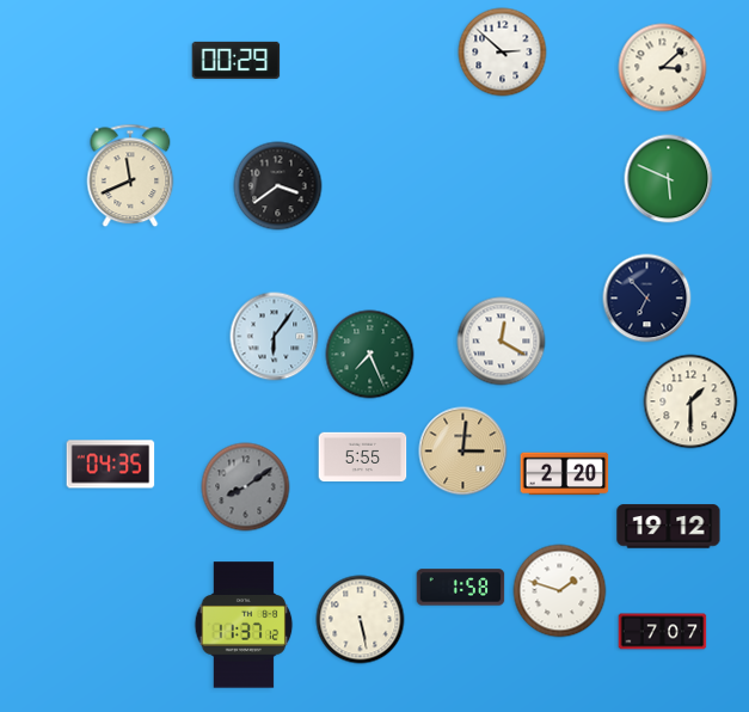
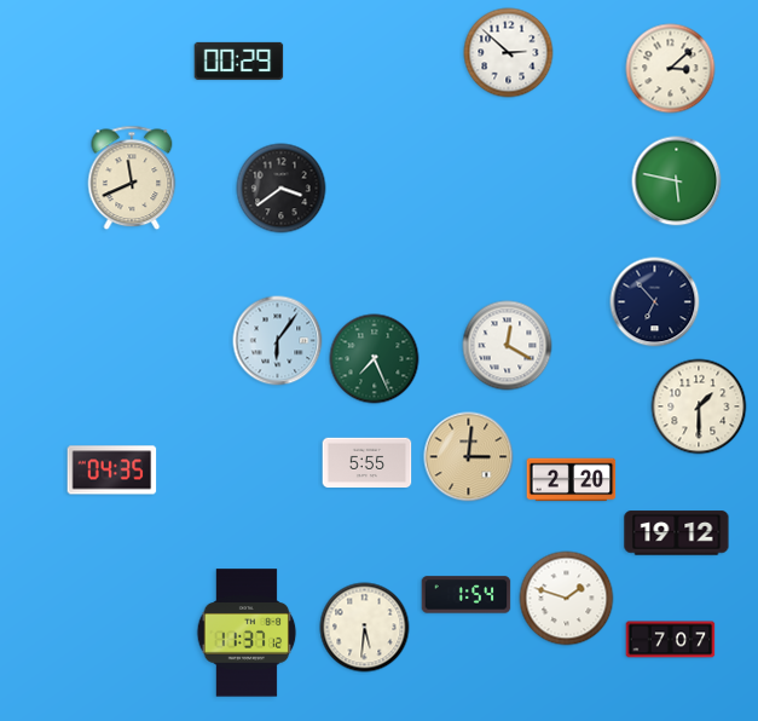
clock at (669, 179): 5:49 -> 5:47
clock at (246, 487): 8:09 -> none
clock at (461, 588): 1:58 -> 1:54
clock at (361, 620): 5:28 -> 5:31
